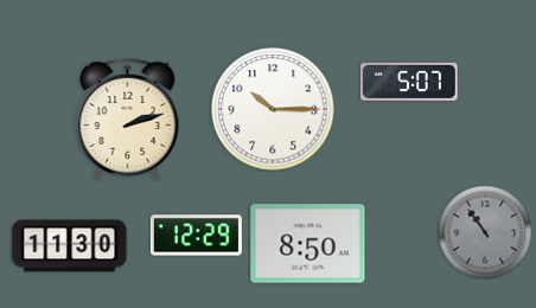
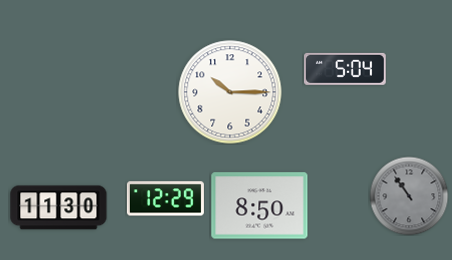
clock at (409, 82): 5:07 -> 5:04
clock at (128, 118): 2:12 -> none
